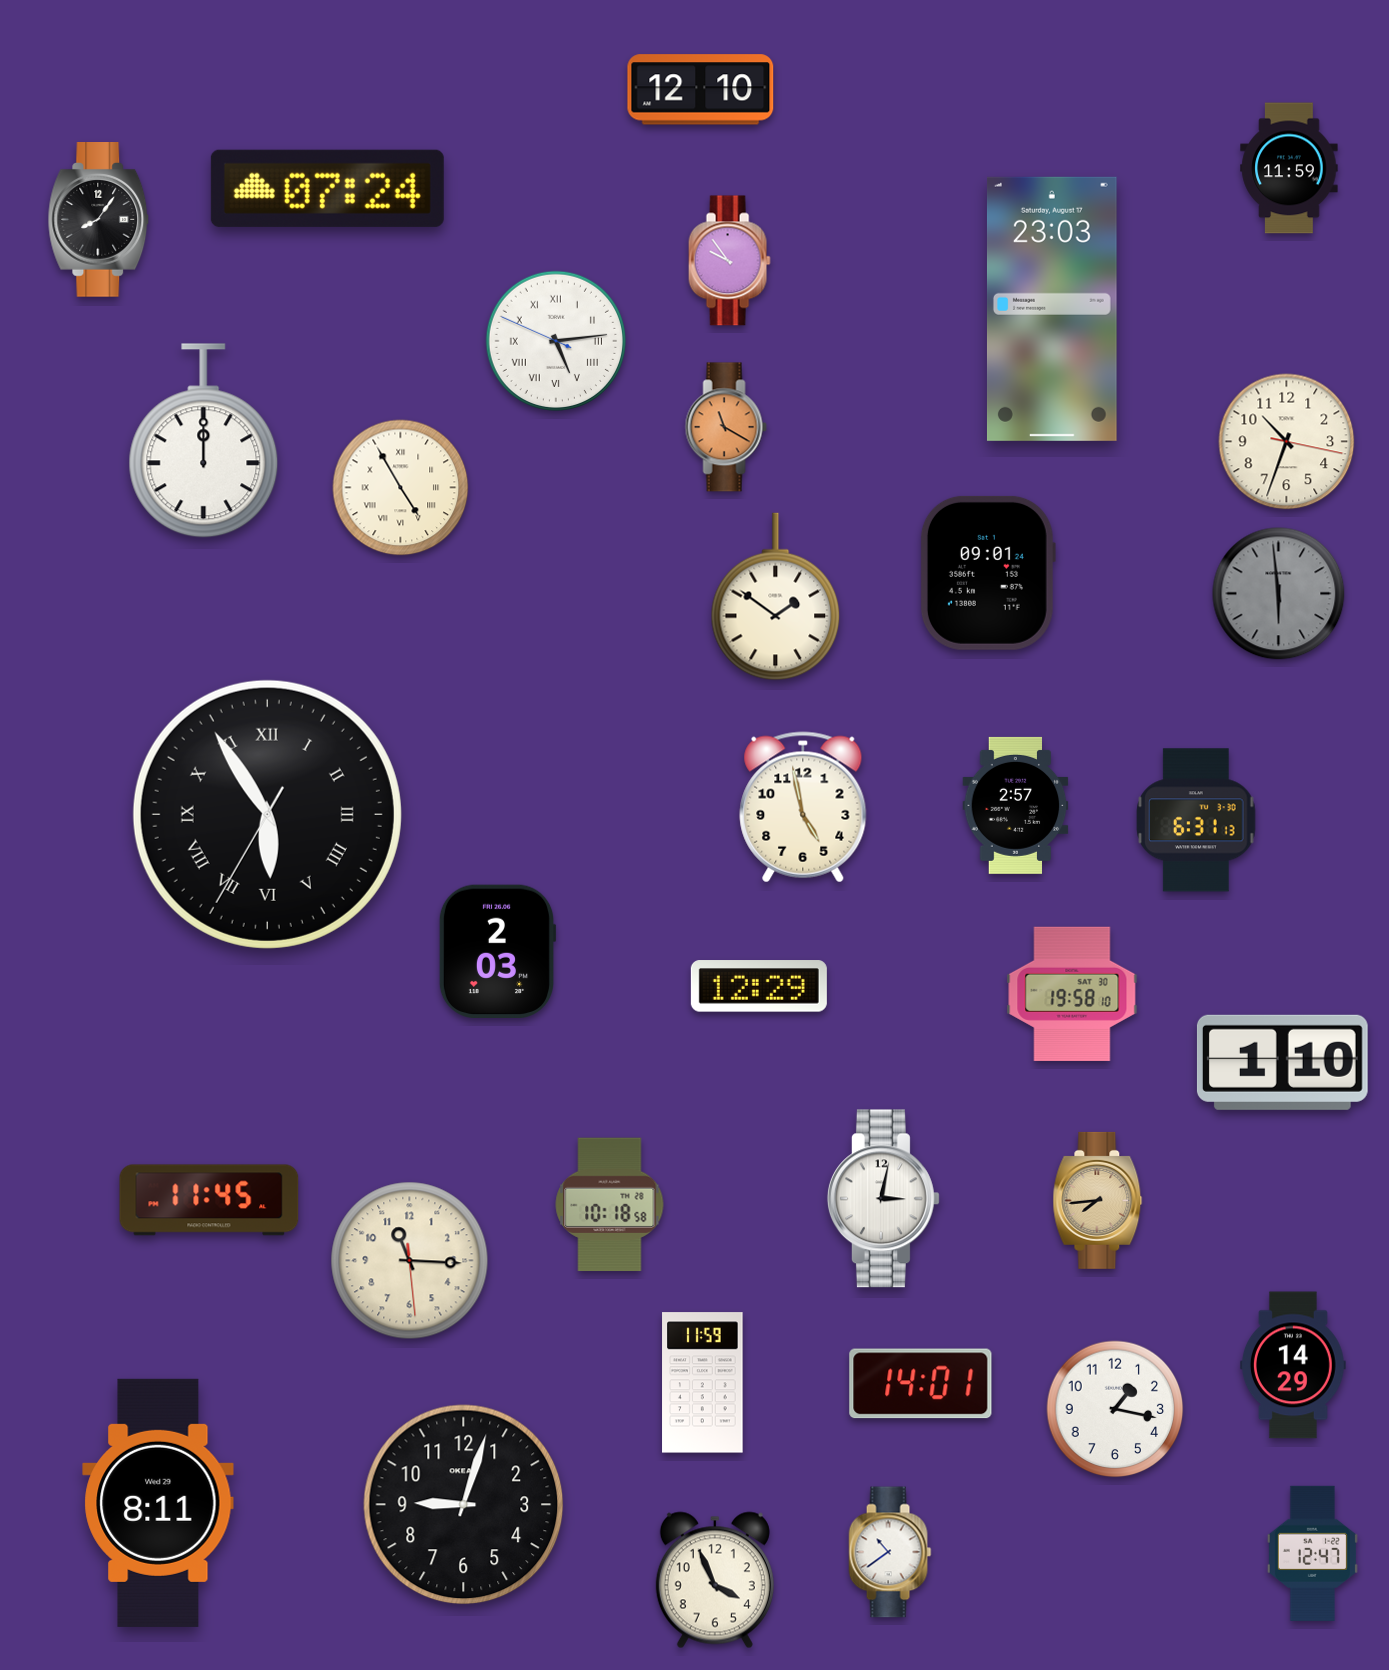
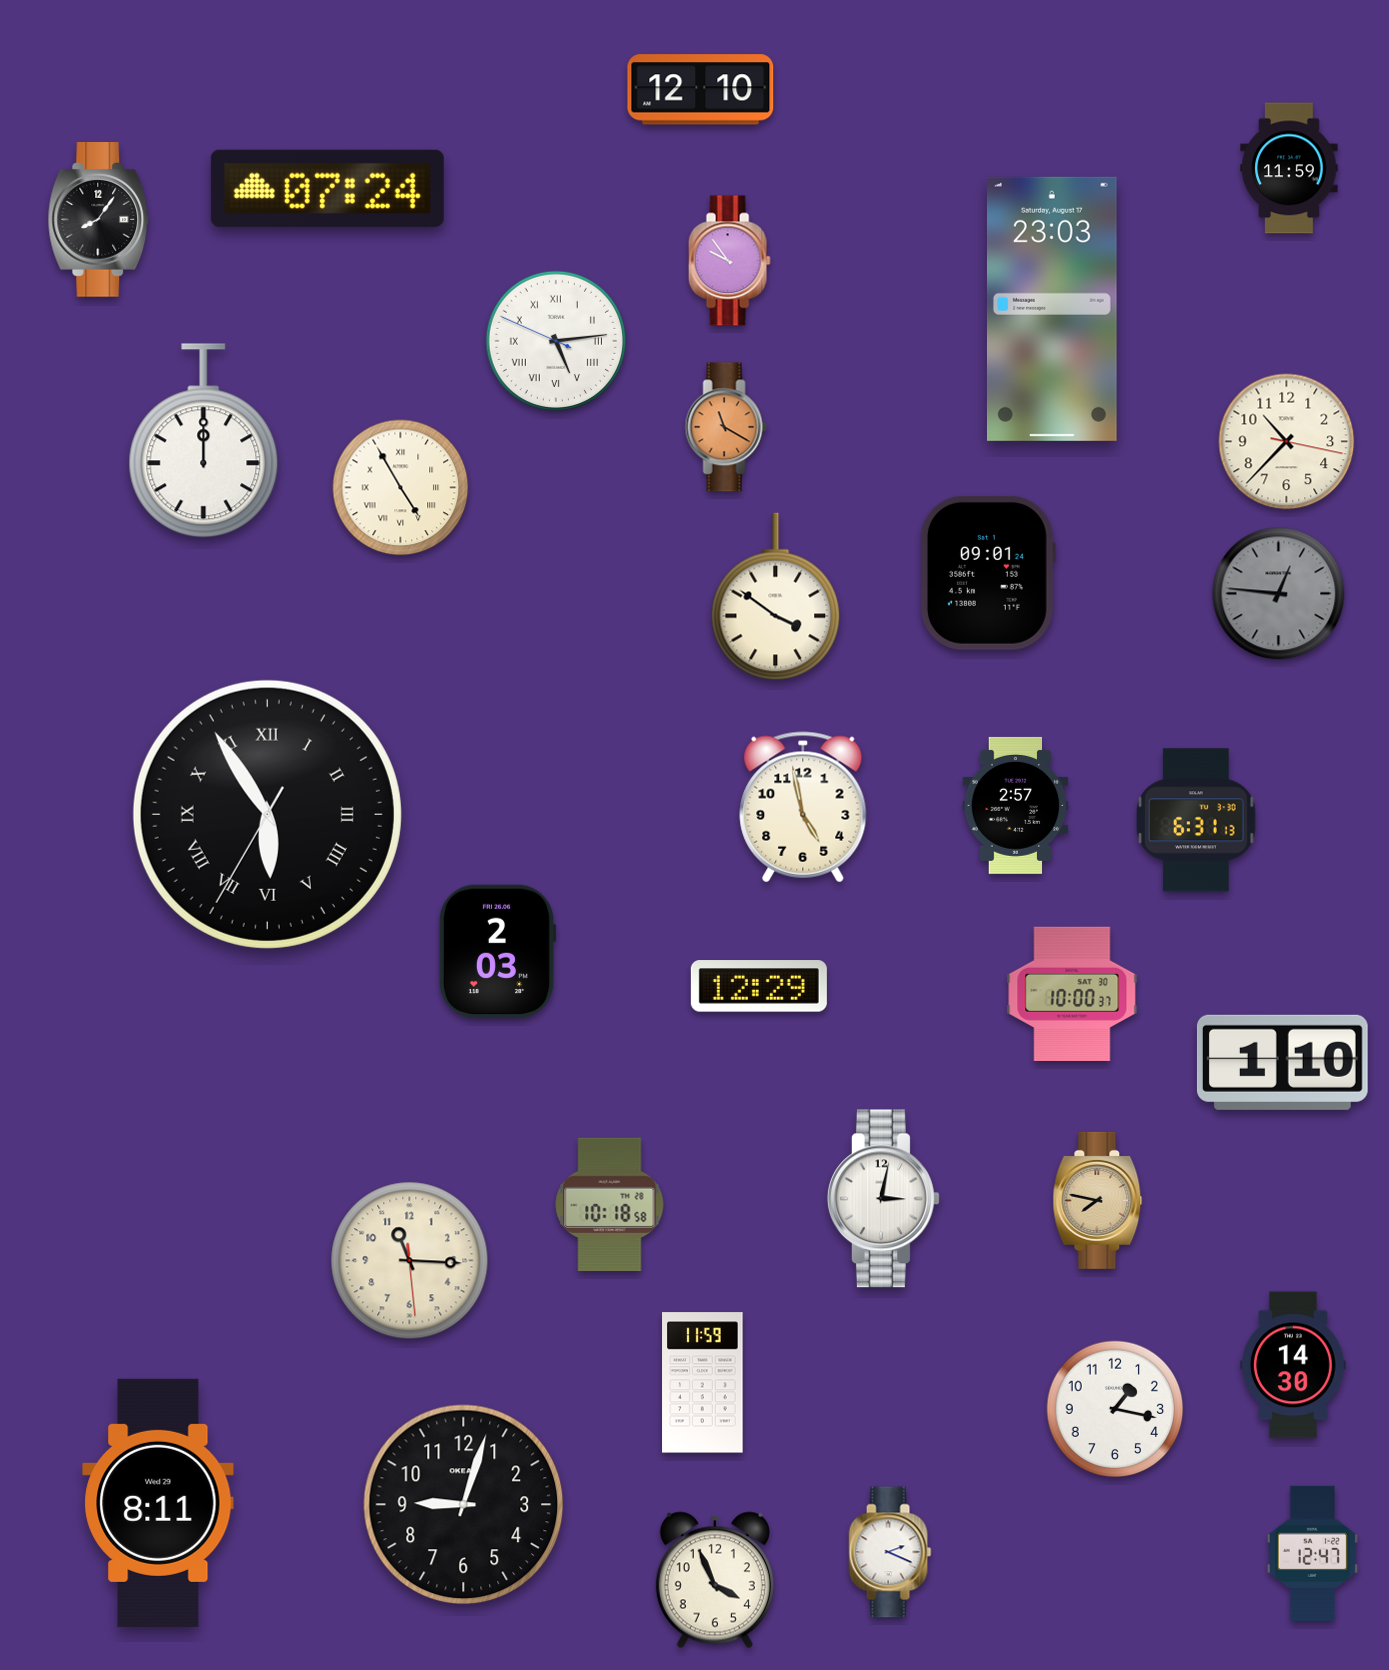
clock at (1287, 442): 10:33 -> 10:37
clock at (1279, 594): 5:59 -> 12:46
clock at (776, 597): 1:51 -> 3:51
clock at (1072, 994): 19:58 -> 10:00
clock at (209, 1200): 11:45 -> none
clock at (1098, 1200): 7:44 -> 7:47
clock at (1293, 1365): 14:29 -> 14:30
clock at (921, 1384): 14:01 -> none
clock at (890, 1552): 10:39 -> 2:19
